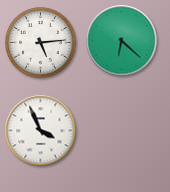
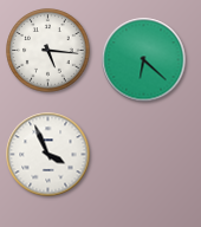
clock at (122, 41) position: (122, 41) -> (144, 60)
clock at (41, 43): 5:14 -> 5:16
